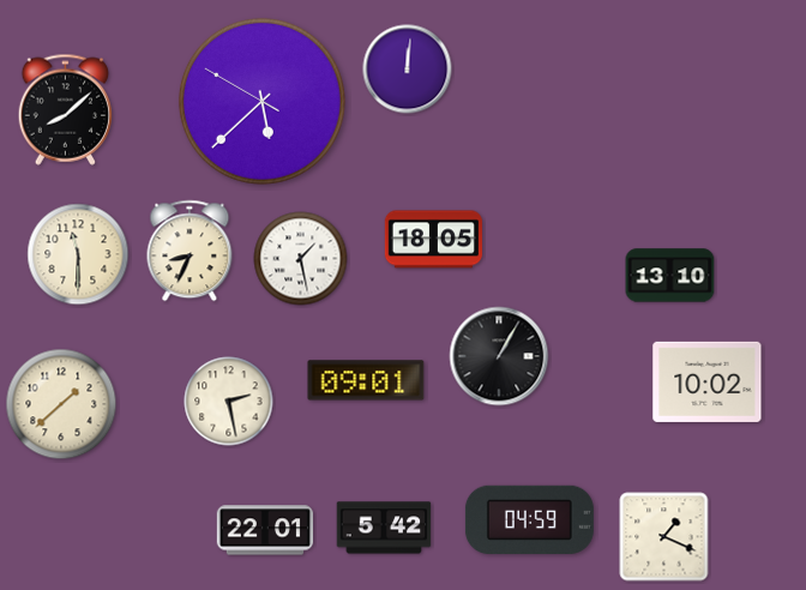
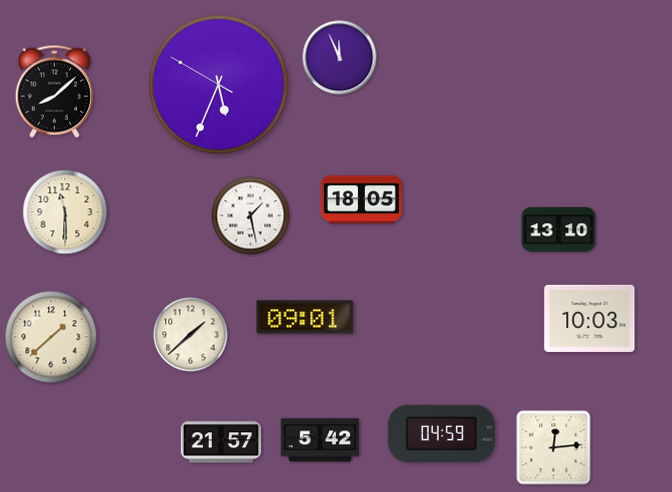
clock at (408, 70): 12:01 -> 11:56
clock at (261, 101): 5:37 -> 5:33
clock at (190, 251): 8:34 -> none
clock at (499, 356): 1:05 -> none
clock at (708, 381): 10:02 -> 10:03
clock at (229, 402): 2:28 -> 1:38
clock at (264, 530): 22:01 -> 21:57
clock at (664, 537): 1:19 -> 12:14
